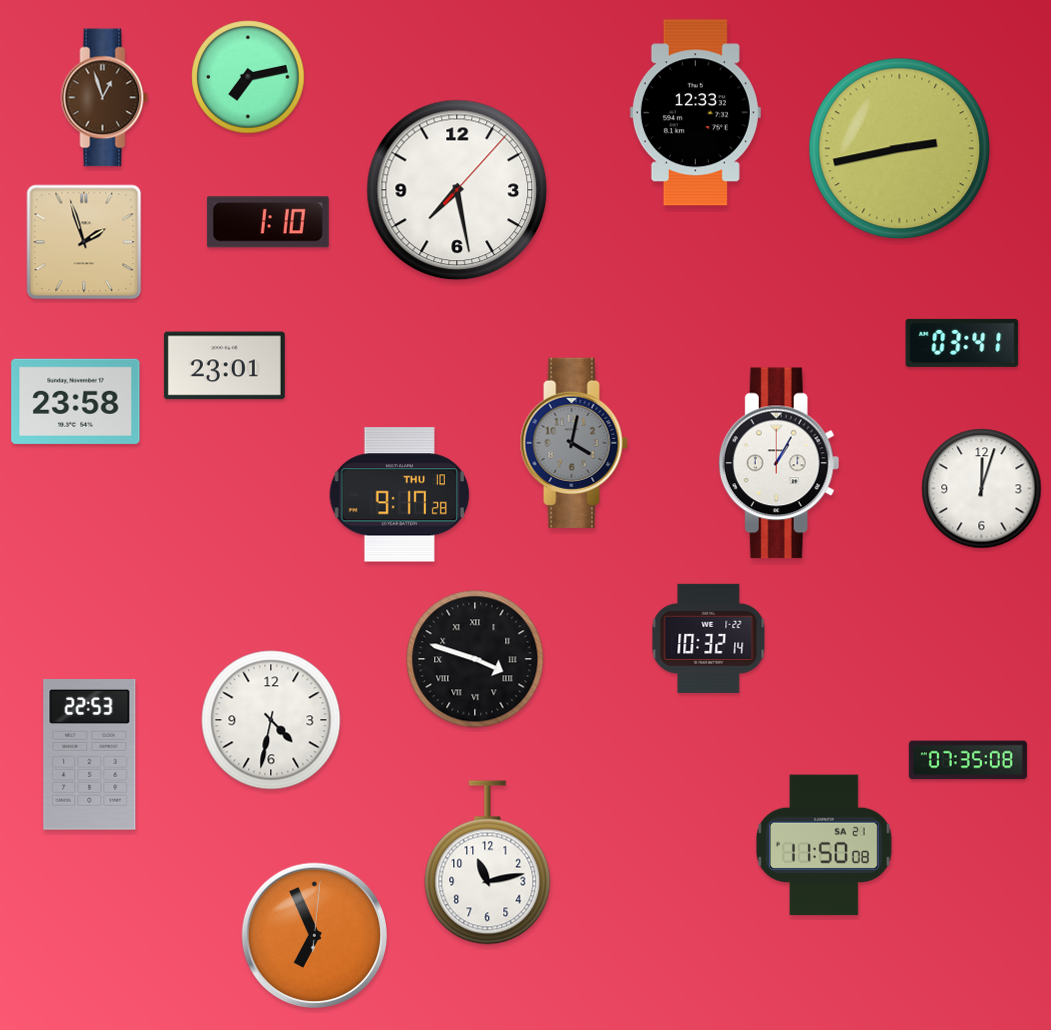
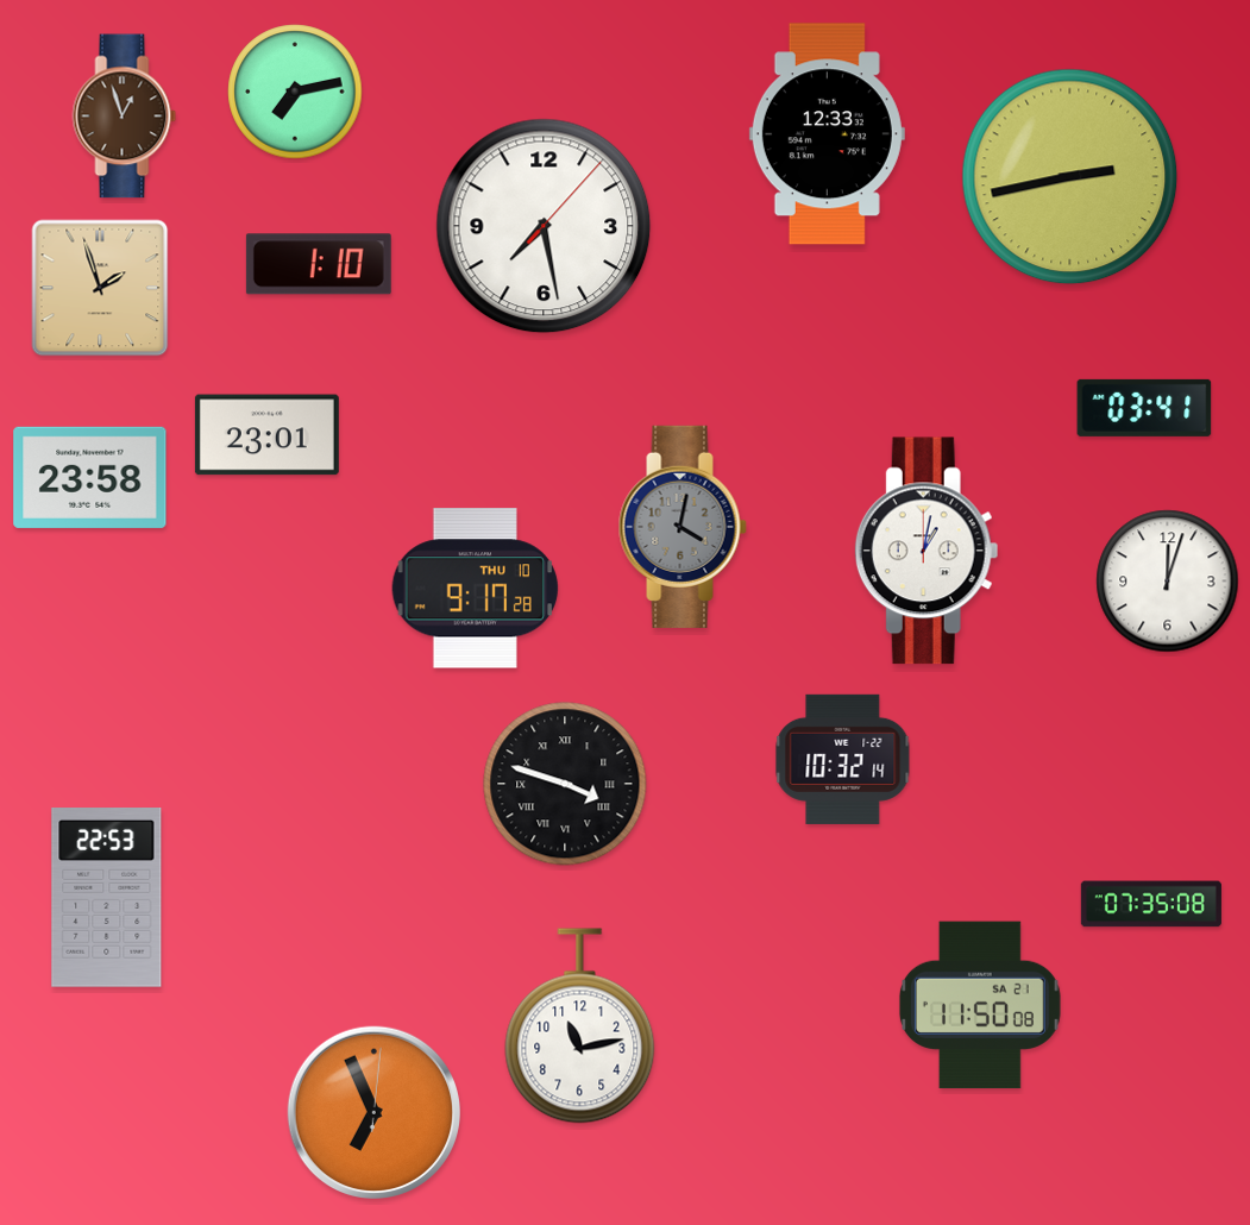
clock at (779, 463): 1:05 -> 1:02
clock at (271, 720): 4:32 -> none
